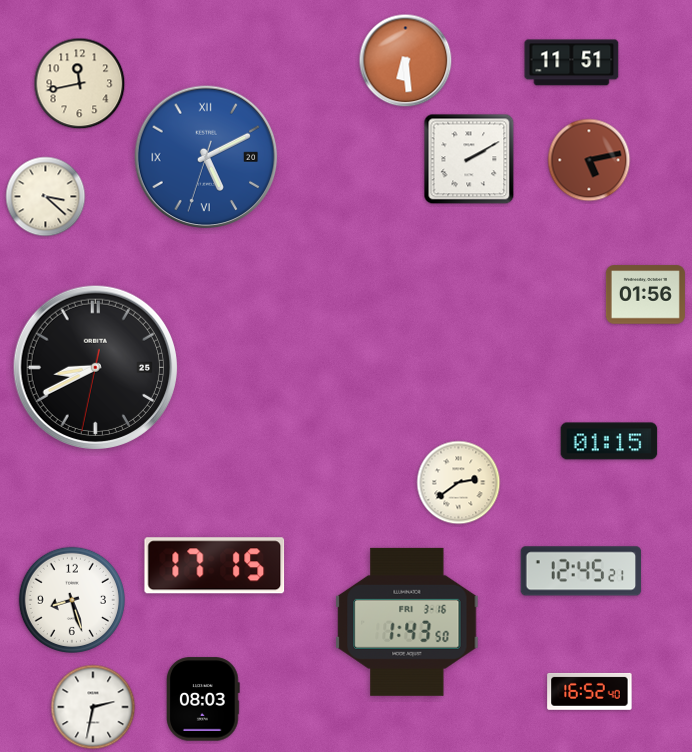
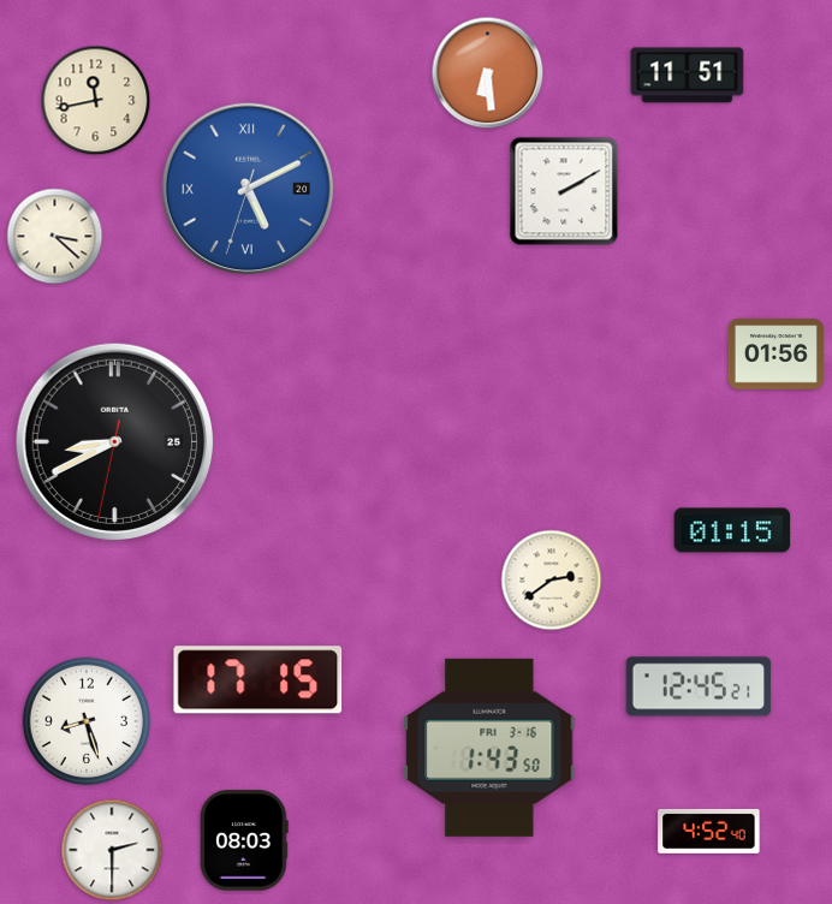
clock at (589, 160): 5:13 -> none
clock at (590, 691): 16:52 -> 4:52
clock at (93, 707): 2:32 -> 2:30
